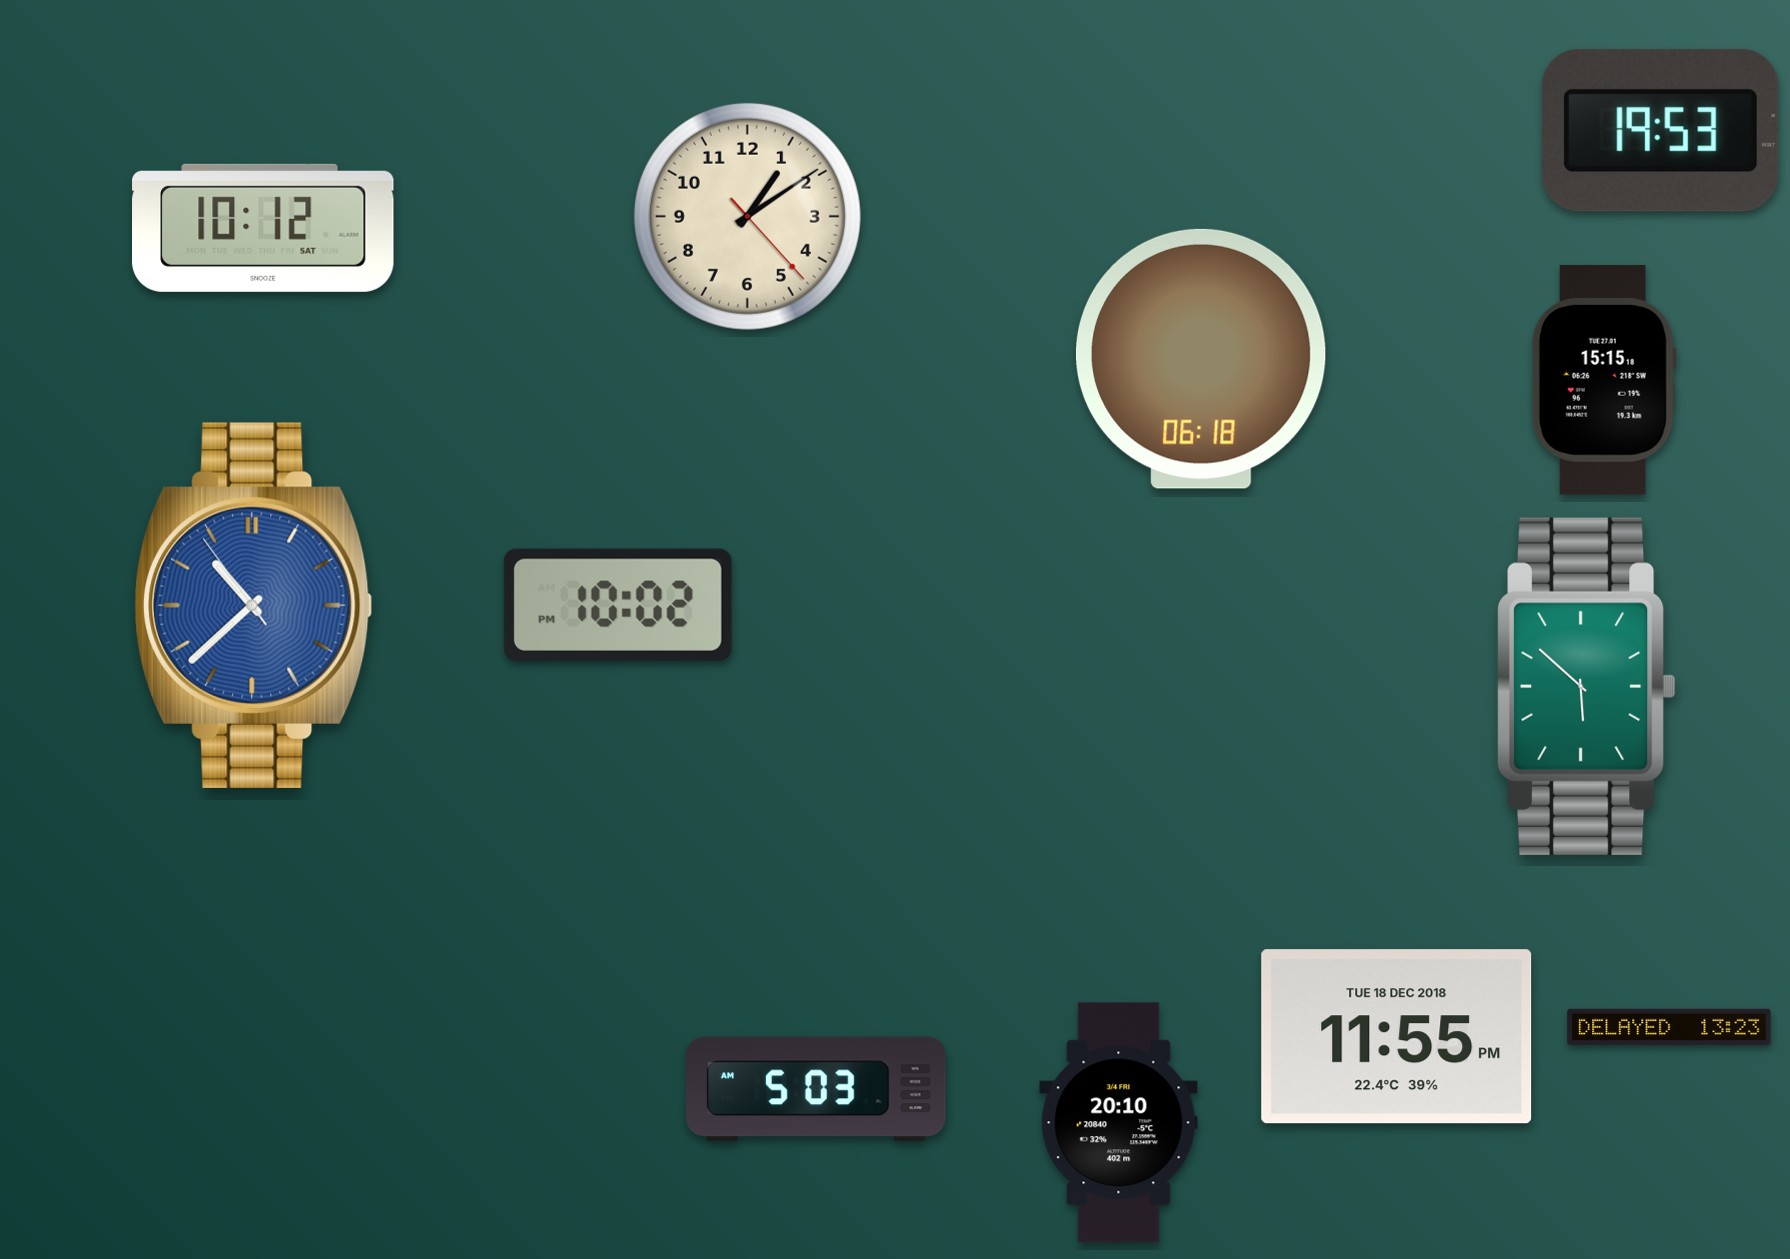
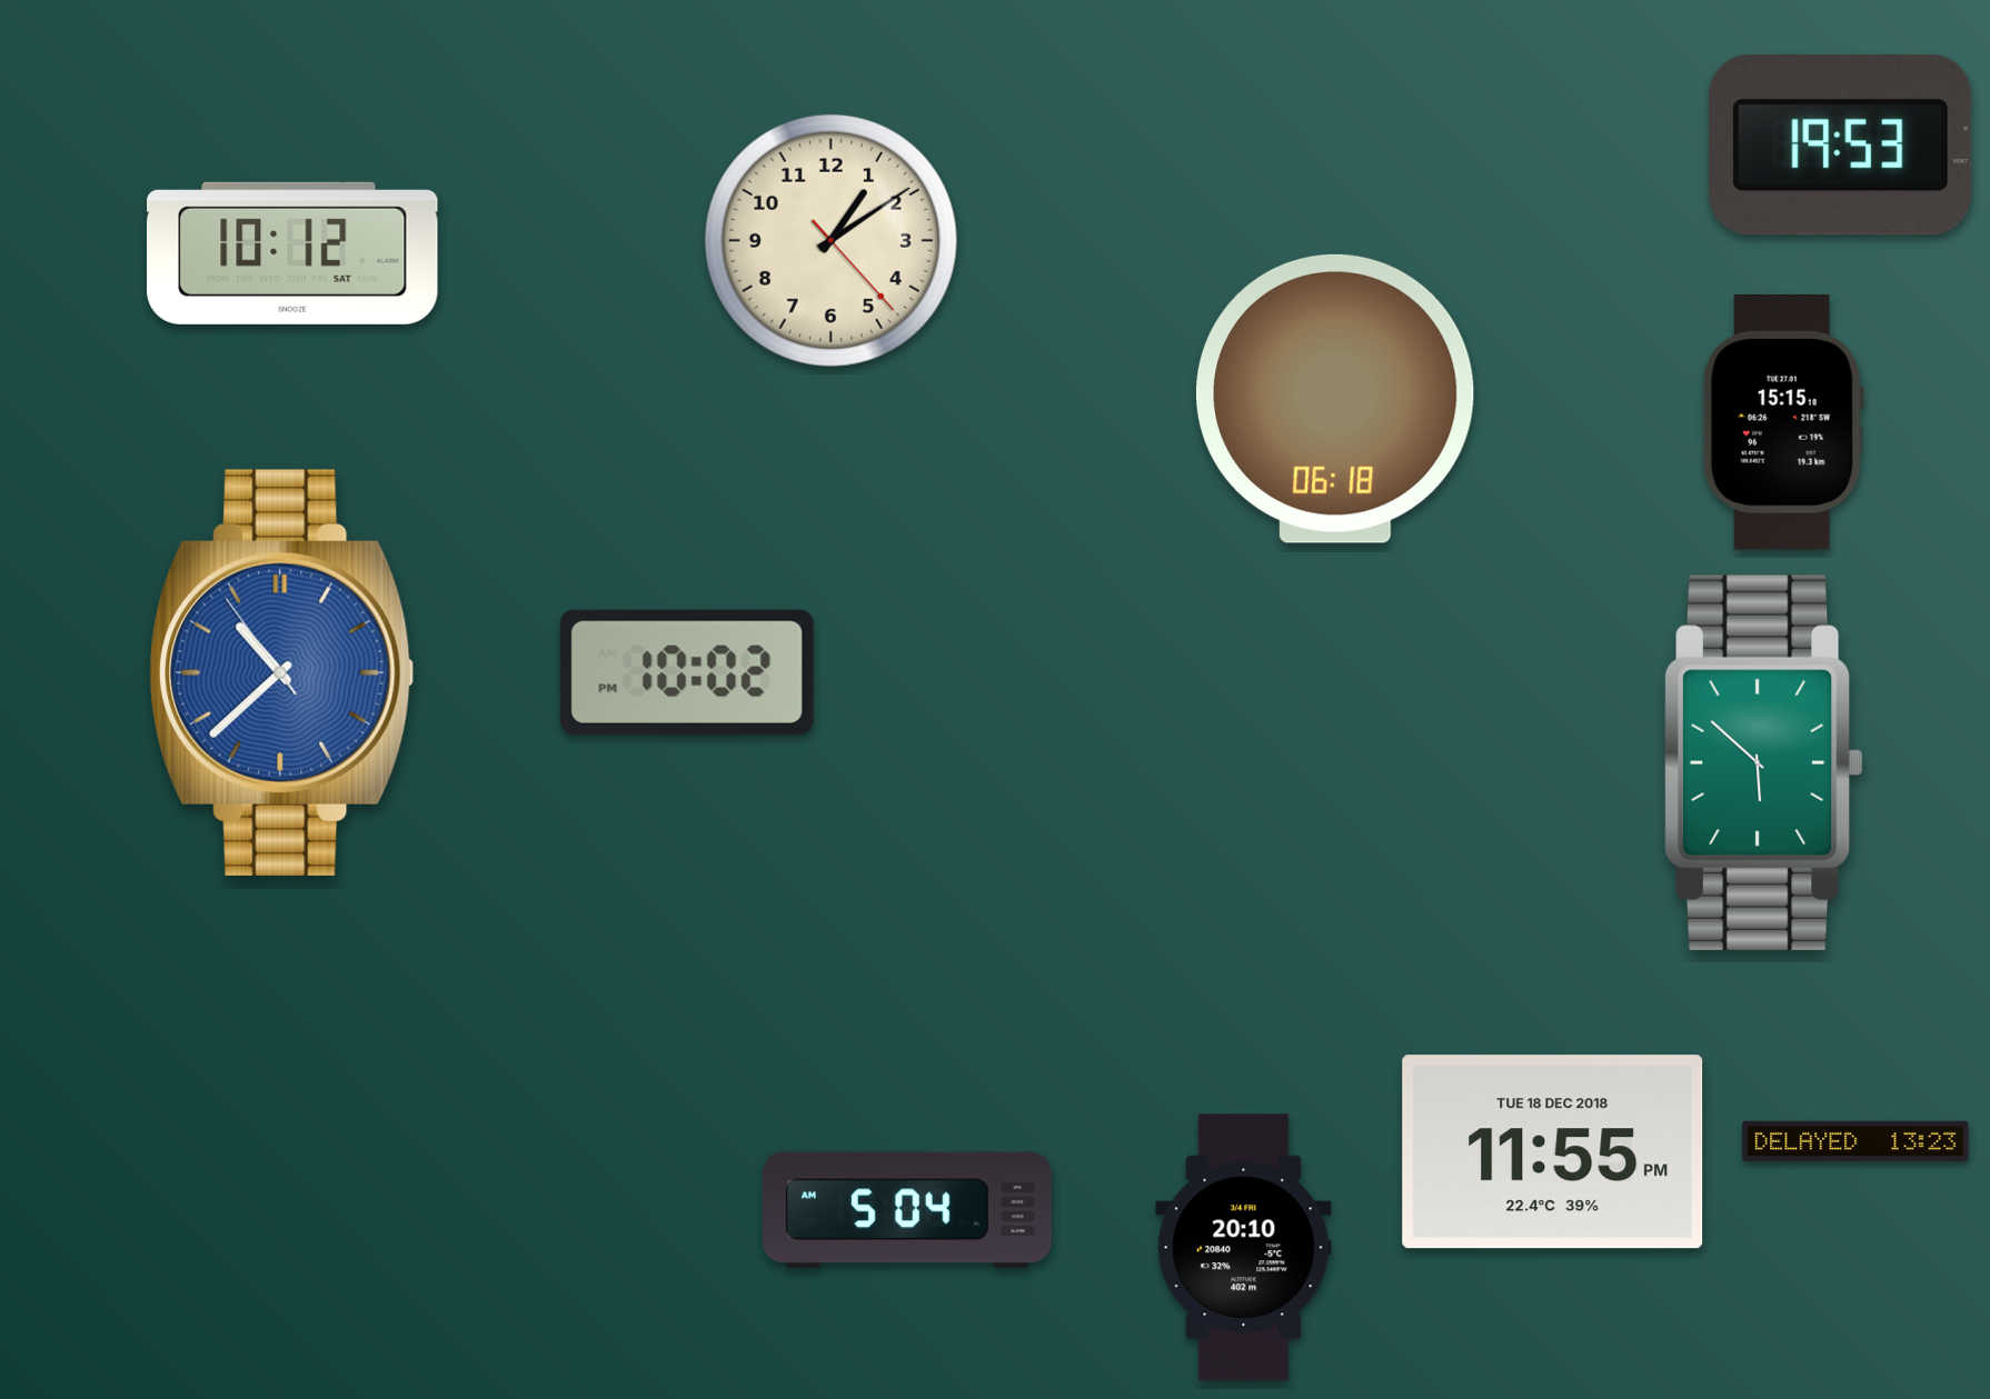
clock at (1661, 130) position: (1661, 130) -> (1841, 144)
clock at (817, 1089): 5:03 -> 5:04
